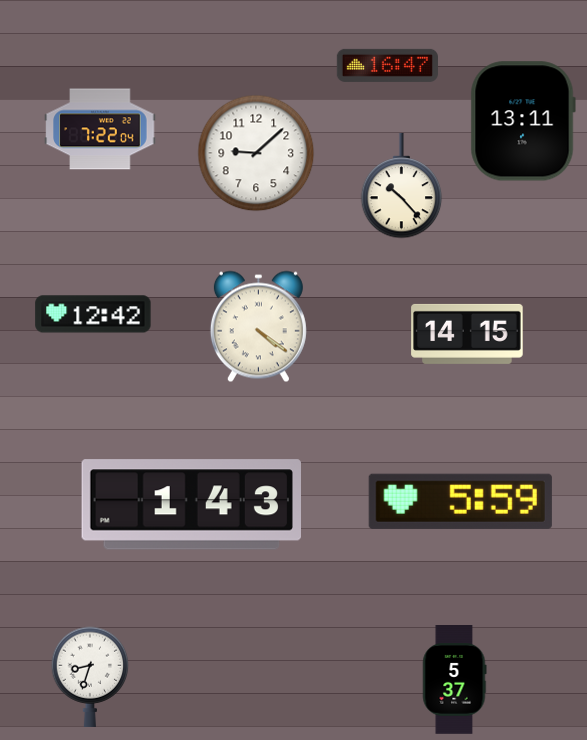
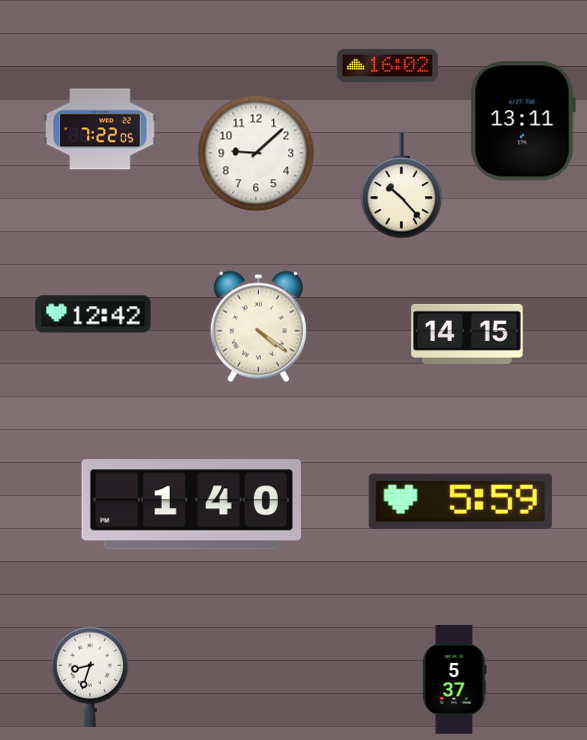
clock at (387, 65): 16:47 -> 16:02
clock at (100, 129): 7:22:04 -> 7:22:05
clock at (191, 505): 1:43 -> 1:40
